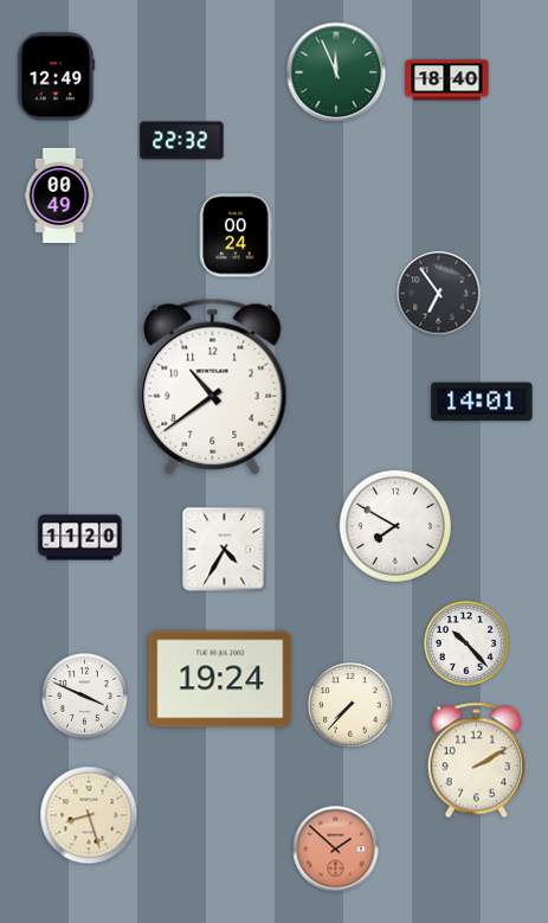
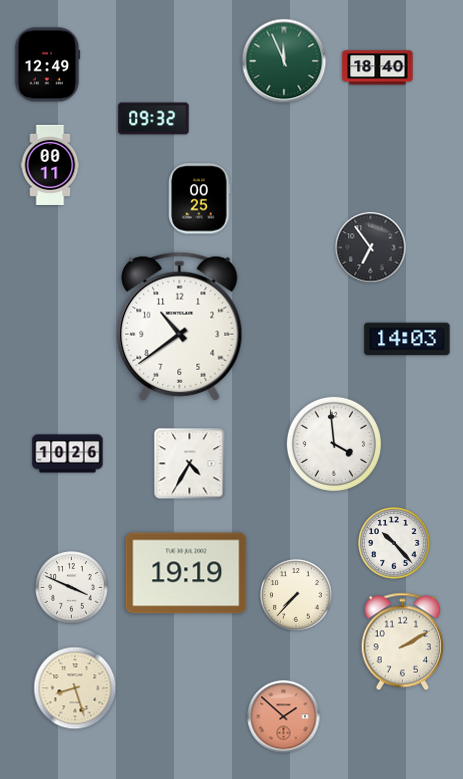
clock at (182, 141): 22:32 -> 09:32
clock at (59, 194): 00:49 -> 00:11
clock at (237, 236): 00:24 -> 00:25
clock at (482, 402): 14:01 -> 14:03
clock at (395, 526): 7:50 -> 3:59
clock at (80, 538): 11:20 -> 10:26
clock at (220, 679): 19:24 -> 19:19
